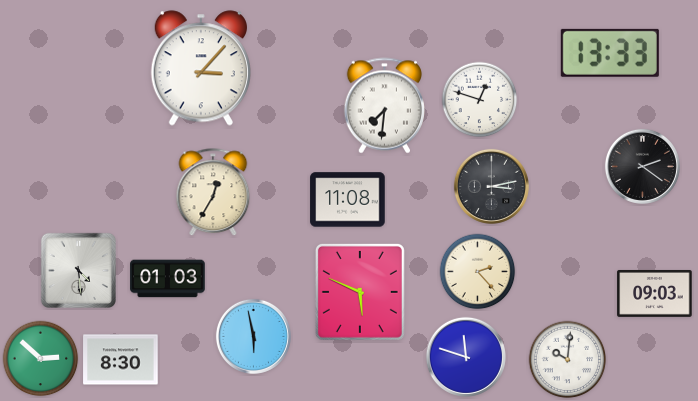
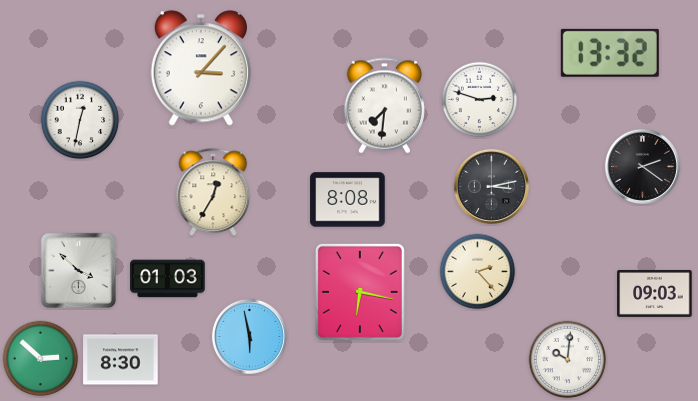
clock at (610, 53): 13:33 -> 13:32
clock at (480, 100): 12:48 -> 2:48
clock at (80, 120): none -> 12:32
clock at (348, 200): 11:08 -> 8:08
clock at (78, 270): 4:29 -> 3:52
clock at (360, 292): 5:49 -> 6:17
clock at (253, 336) position: (253, 336) -> (249, 336)
clock at (466, 357): 11:48 -> none
